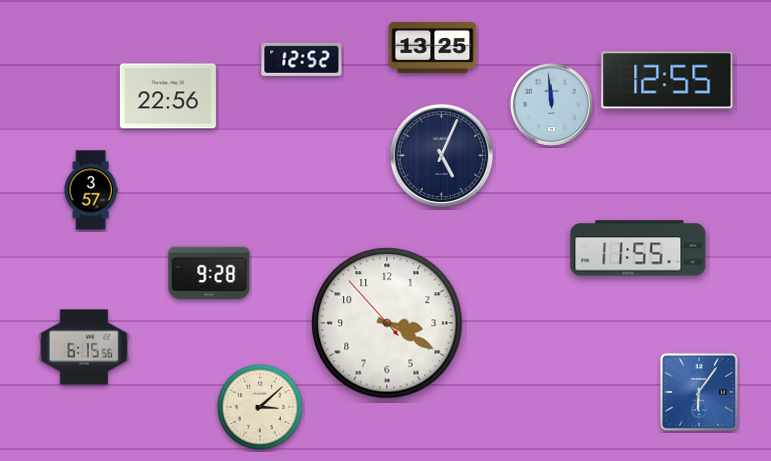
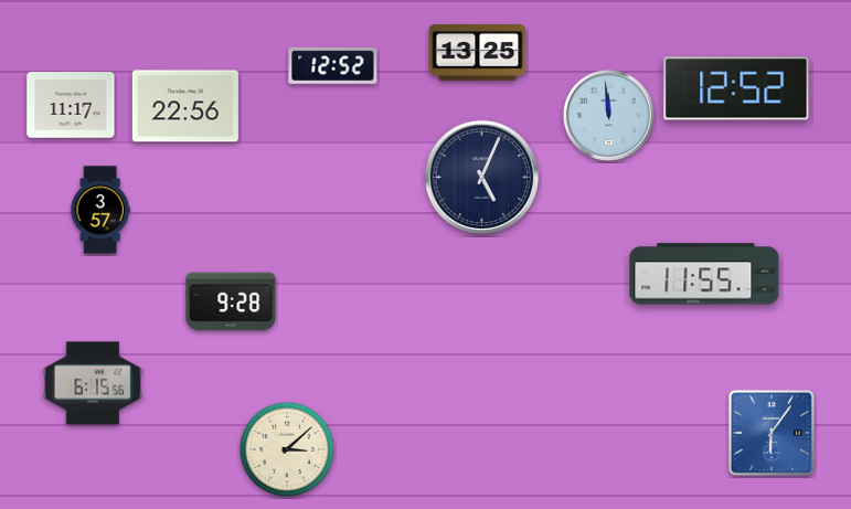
clock at (667, 80): 12:55 -> 12:52
clock at (71, 105): none -> 11:17
clock at (441, 155) position: (441, 155) -> (481, 177)
clock at (387, 323): 3:19 -> none
